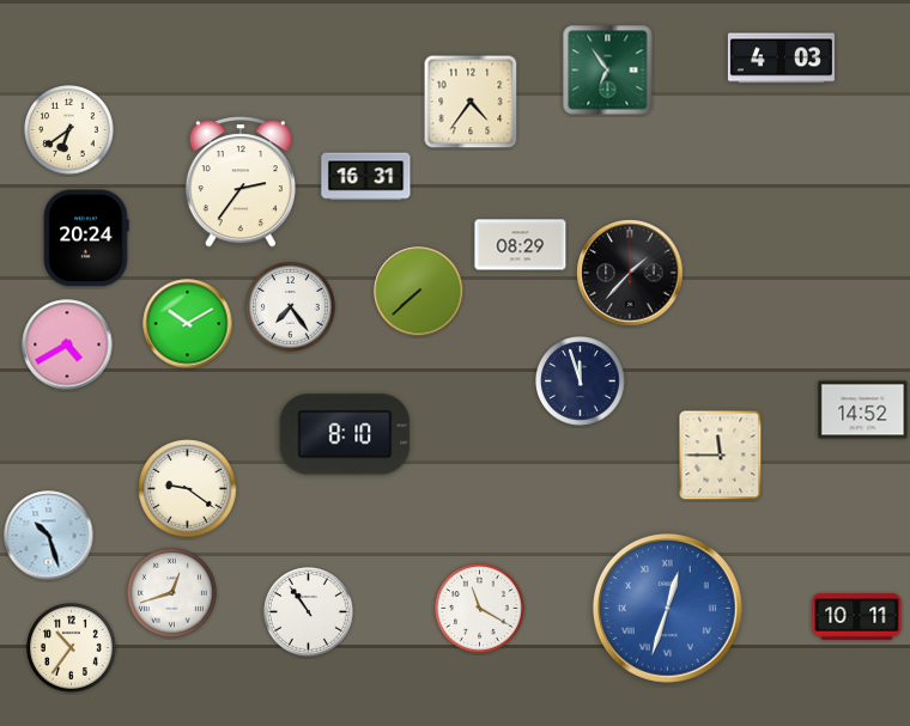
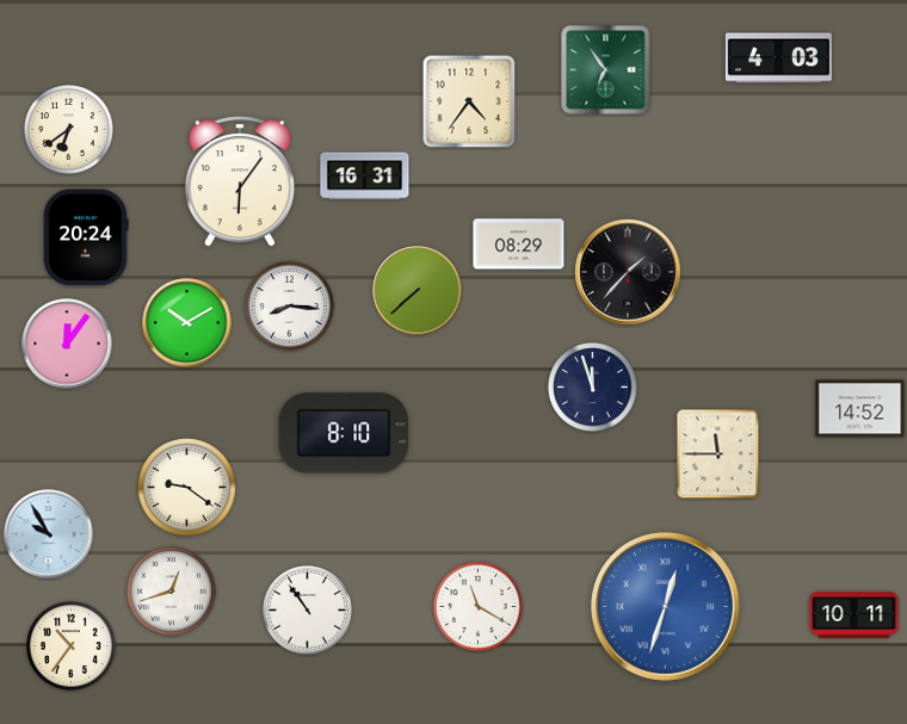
clock at (241, 182): 2:36 -> 6:06
clock at (291, 307): 7:24 -> 8:16
clock at (67, 344): 4:40 -> 12:06
clock at (581, 382) position: (581, 382) -> (593, 388)
clock at (49, 536): 10:27 -> 9:55
